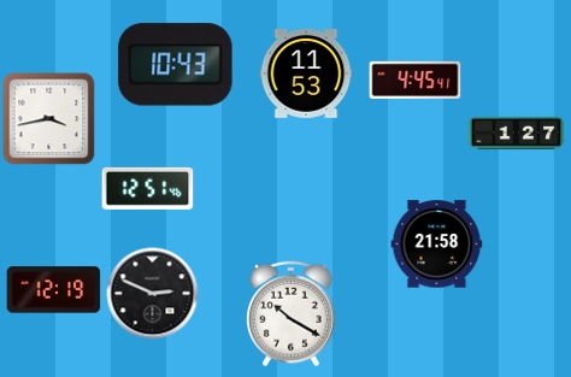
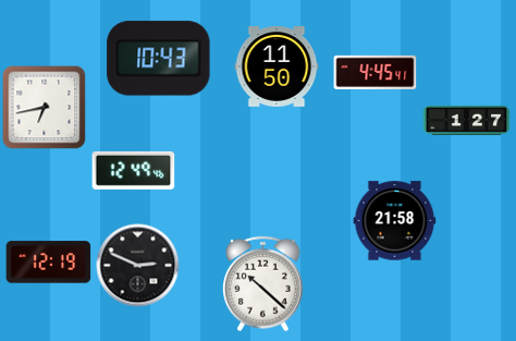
clock at (306, 75): 11:53 -> 11:50
clock at (49, 119): 3:43 -> 6:43
clock at (148, 188): 12:51 -> 12:49
clock at (292, 314): 10:20 -> 10:22
